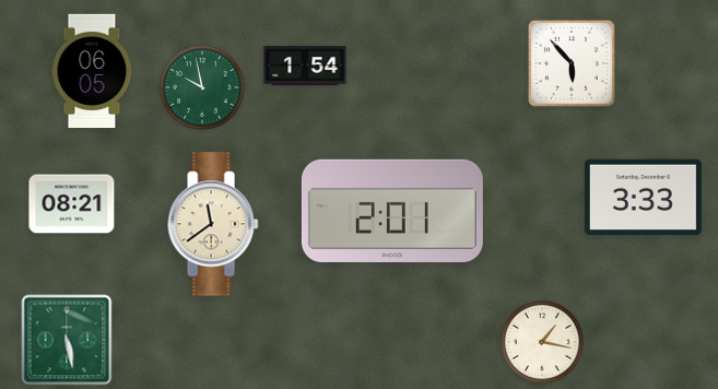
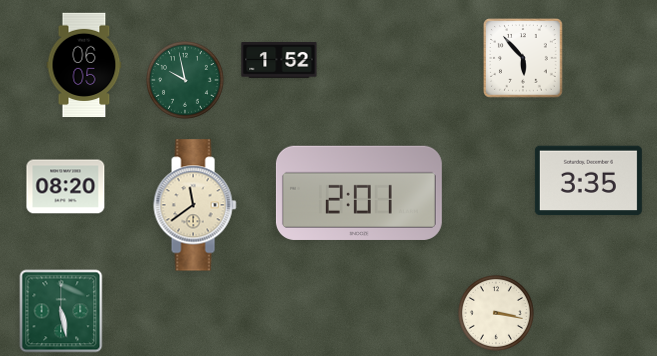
clock at (305, 67): 1:54 -> 1:52
clock at (643, 198): 3:33 -> 3:35
clock at (72, 204): 08:21 -> 08:20
clock at (542, 342): 1:17 -> 3:17
